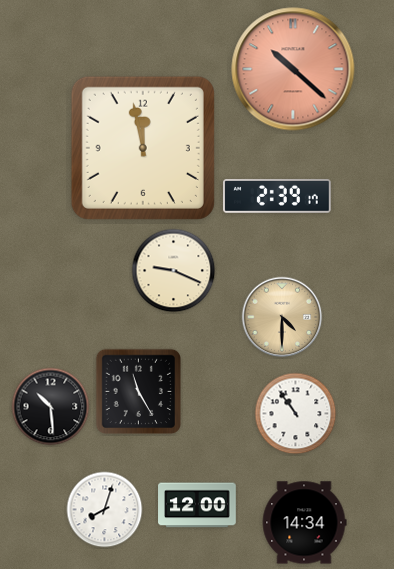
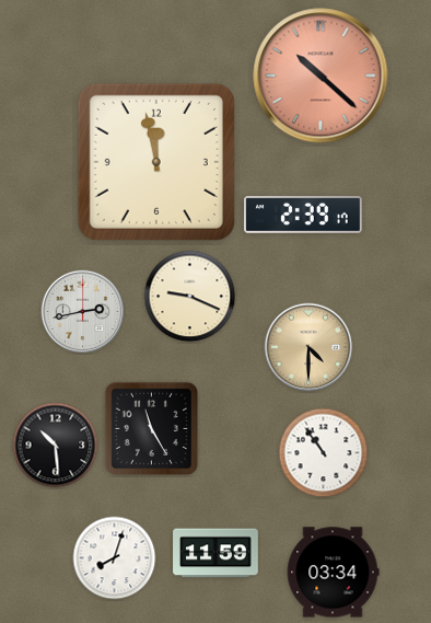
clock at (83, 312): none -> 2:43
clock at (197, 505): 12:00 -> 11:59
clock at (304, 523): 14:34 -> 03:34
